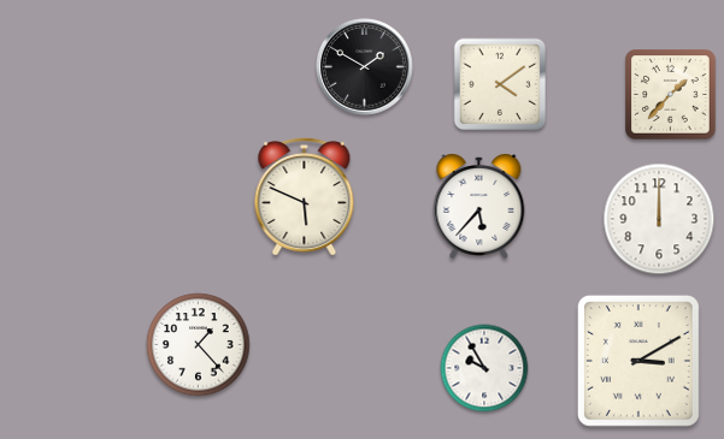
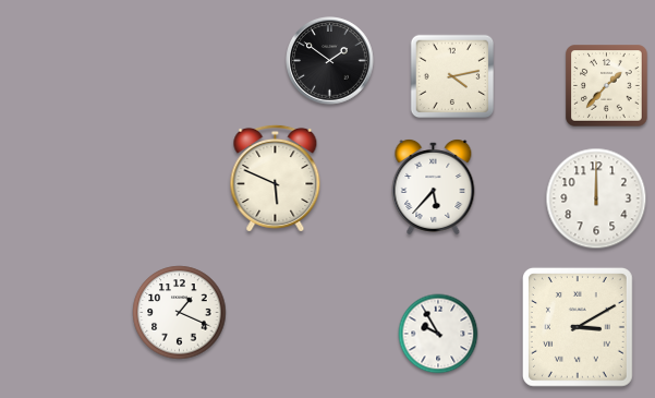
clock at (365, 67): 1:50 -> 1:51
clock at (500, 84): 4:09 -> 4:13
clock at (199, 345): 1:23 -> 1:19
